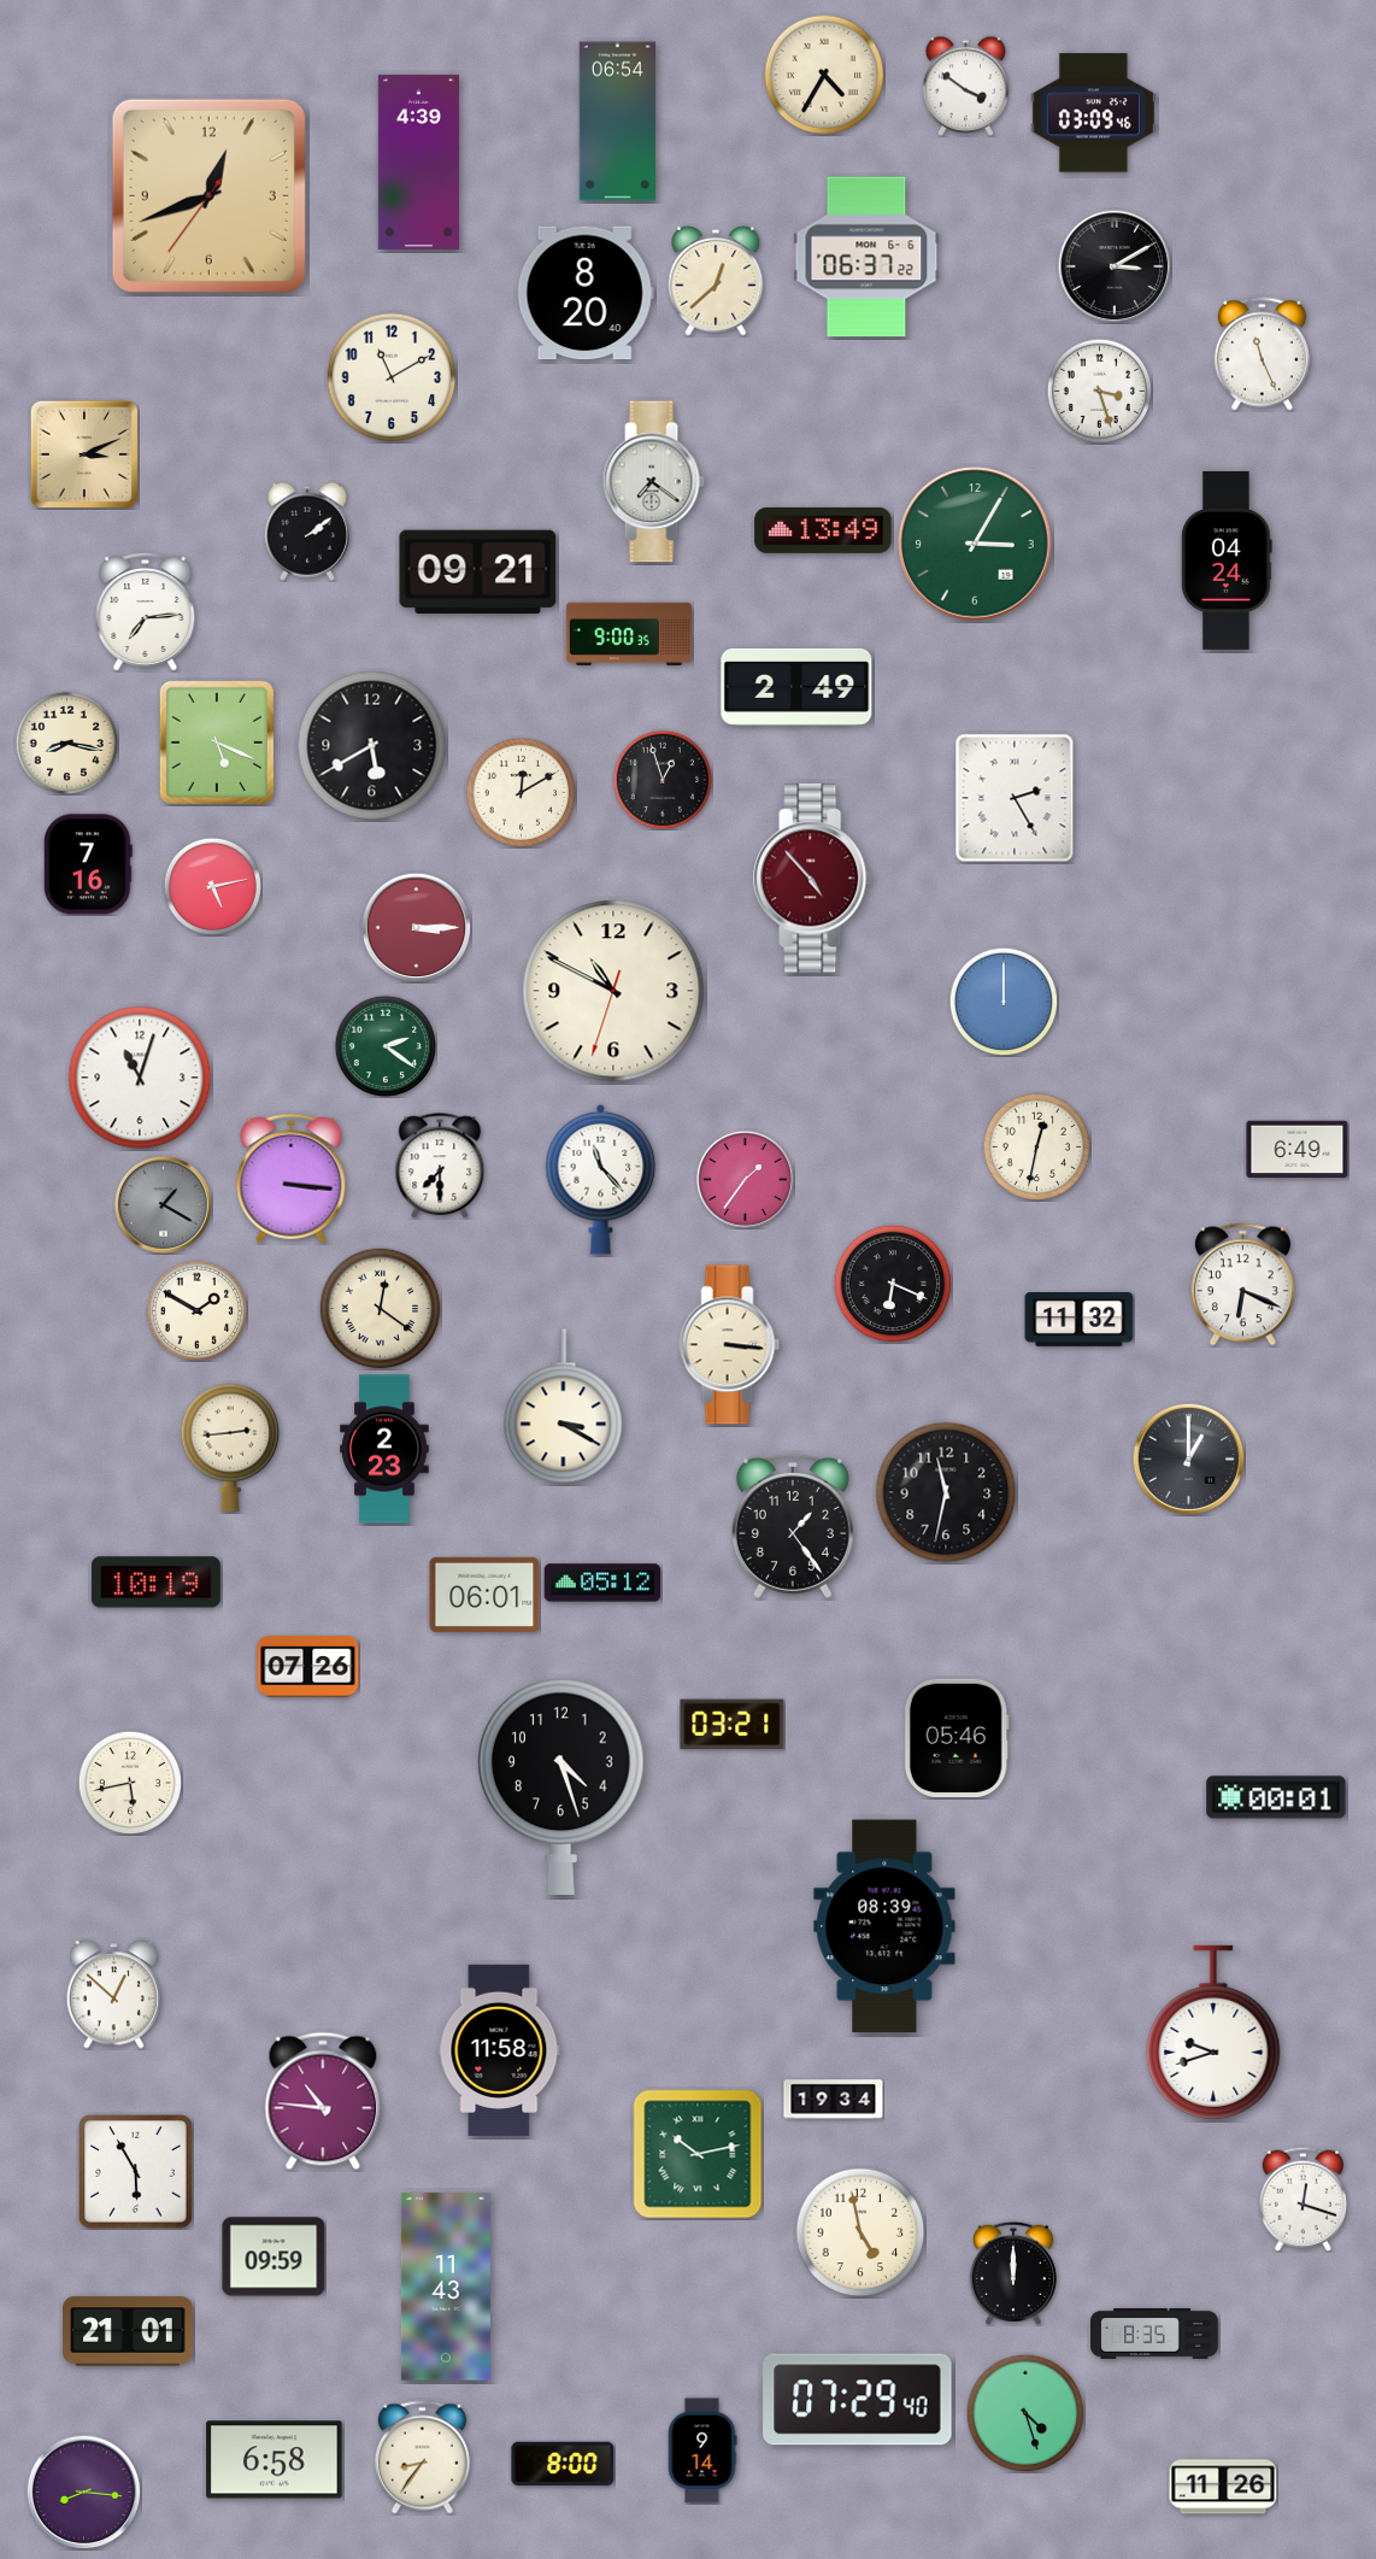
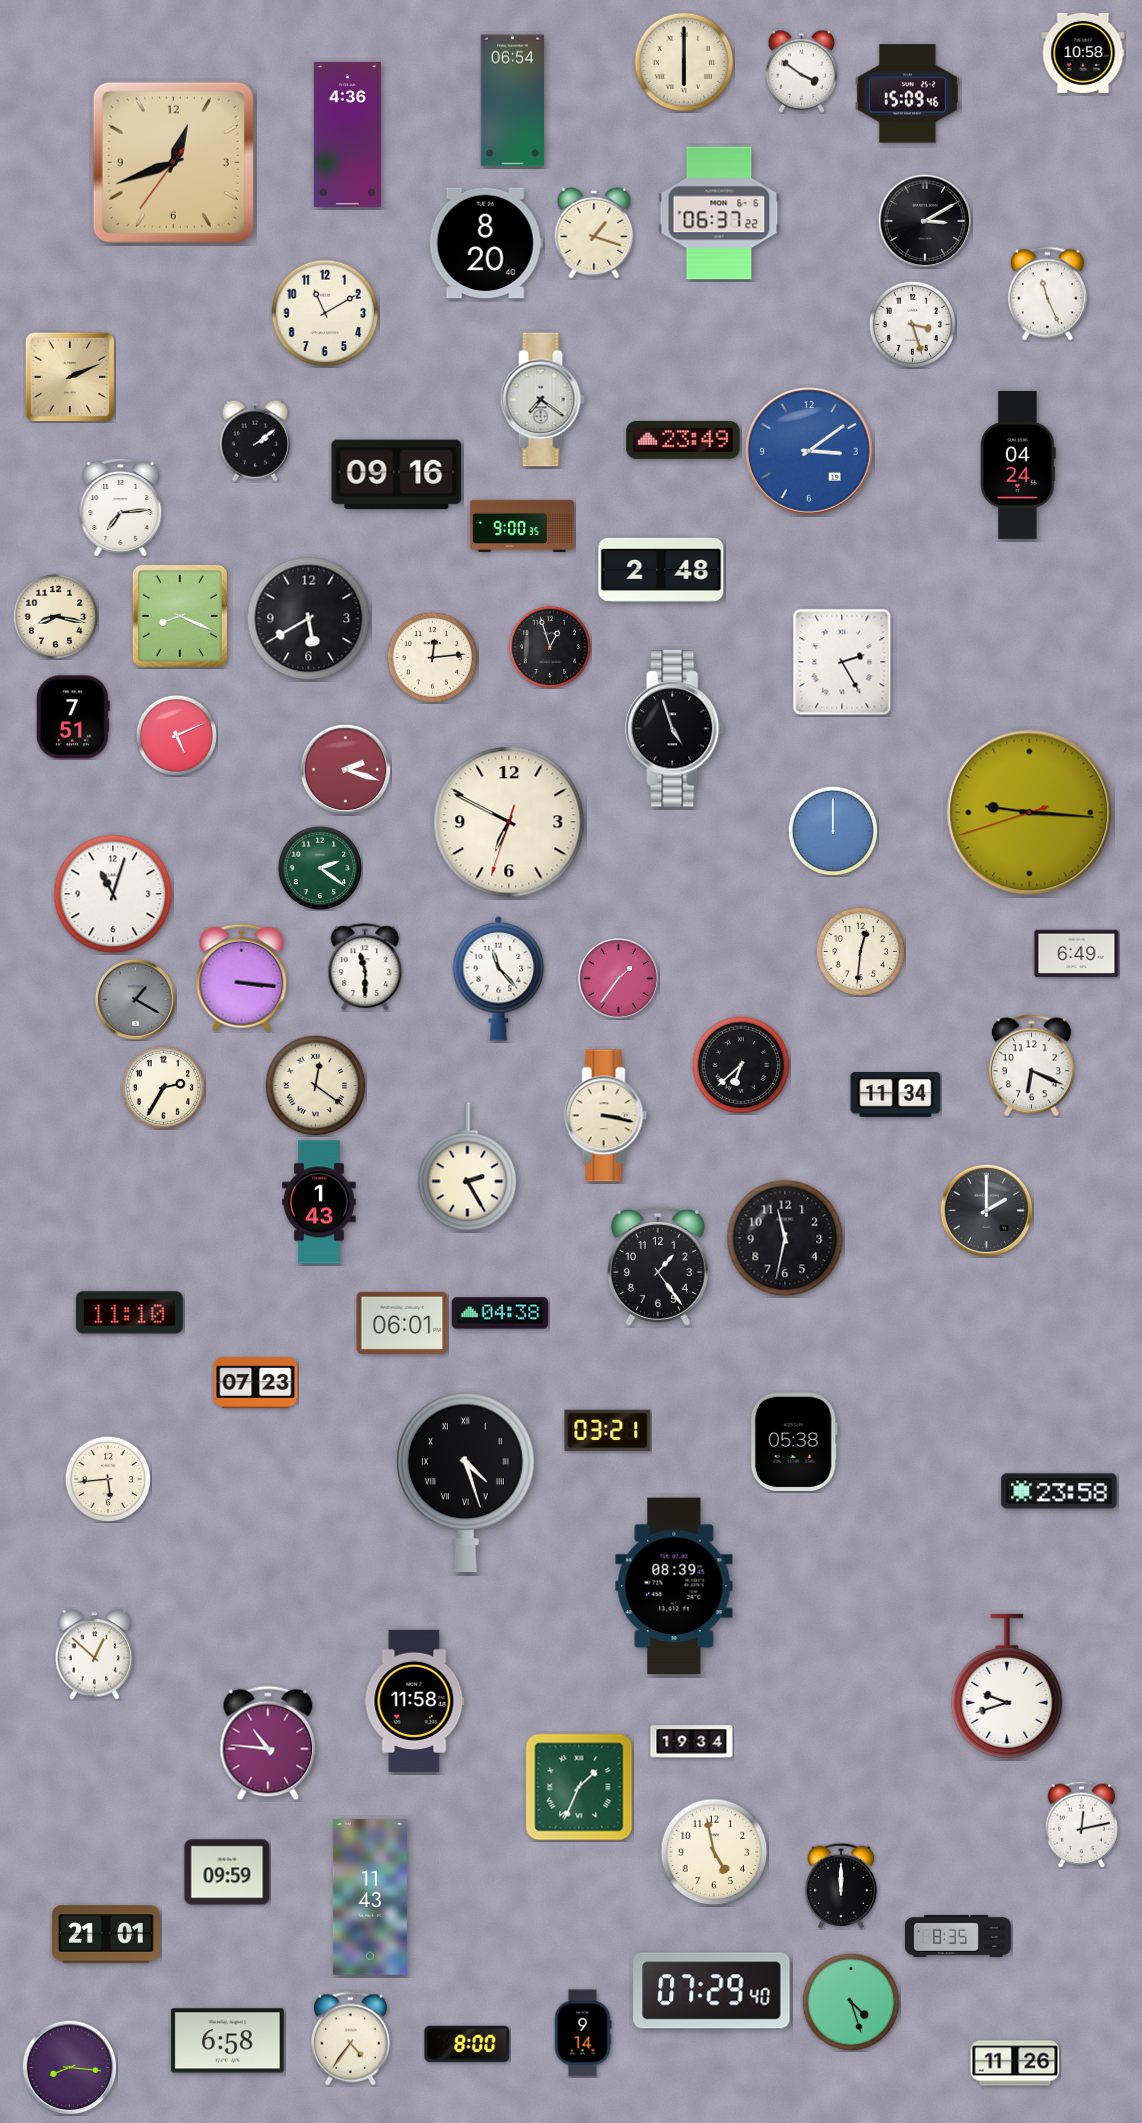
clock at (1083, 53): none -> 10:58
clock at (824, 75): 4:35 -> 6:00
clock at (1093, 113): 03:09 -> 15:09
clock at (418, 162): 4:39 -> 4:36
clock at (716, 281): 12:38 -> 1:18
clock at (84, 454): 3:11 -> 2:11
clock at (823, 530): 13:49 -> 23:49
clock at (975, 544): 3:05 -> 3:09
clock at (975, 544) dial: green -> blue
clock at (478, 573): 09:21 -> 09:16
clock at (796, 687): 2:49 -> 2:48
clock at (217, 743): 5:19 -> 8:19
clock at (521, 792): 12:10 -> 12:14
clock at (88, 864): 7:16 -> 7:51
clock at (813, 879): 4:53 -> 4:57
clock at (813, 879) dial: burgundy -> black
clock at (212, 886): 5:13 -> 5:11
clock at (416, 927): 3:15 -> 2:18
clock at (1030, 813): none -> 9:15
clock at (613, 991): 10:49 -> 6:49
clock at (140, 1078) position: (140, 1078) -> (113, 894)
clock at (1036, 1146): 12:32 -> 12:31
clock at (440, 1166): 7:30 -> 11:30
clock at (893, 1284): 6:19 -> 6:38
clock at (196, 1310): 1:50 -> 2:35
clock at (1080, 1320): 11:32 -> 11:34
clock at (730, 1345): 3:16 -> 3:17
clock at (564, 1407): 3:20 -> 2:25
clock at (230, 1448): 2:44 -> none
clock at (384, 1449): 2:23 -> 1:43
clock at (1188, 1458): 1:00 -> 2:00
clock at (155, 1583): 10:19 -> 11:10
clock at (602, 1583): 05:12 -> 04:38
clock at (308, 1667): 07:26 -> 07:23
clock at (957, 1737): 05:46 -> 05:38
clock at (129, 1782): 5:43 -> 5:44
clock at (561, 1786) numerals: Arabic -> Roman
clock at (1276, 1797): 00:01 -> 23:58
clock at (884, 1926) position: (884, 1926) -> (674, 1586)
clock at (698, 2154): 10:13 -> 1:34
clock at (136, 2172): 5:55 -> none
clock at (1304, 2199): 12:18 -> 12:13
clock at (422, 2458): 8:36 -> 4:36
